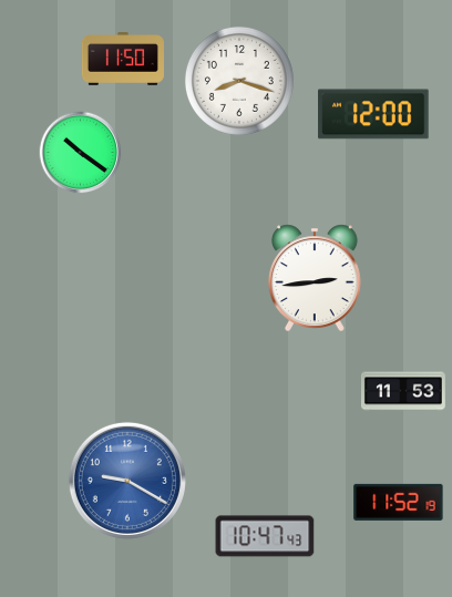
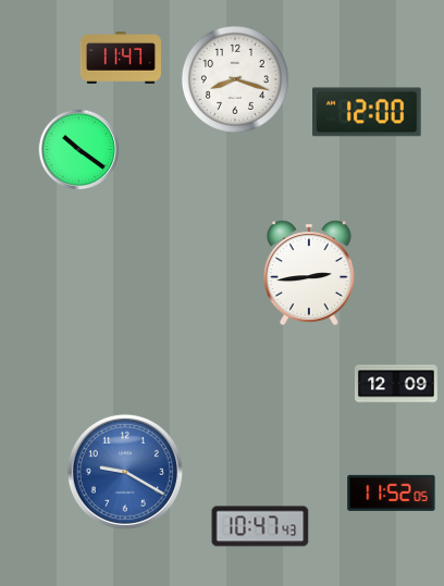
clock at (123, 60): 11:50 -> 11:47
clock at (403, 391): 11:53 -> 12:09
clock at (399, 502): 11:52:19 -> 11:52:05
